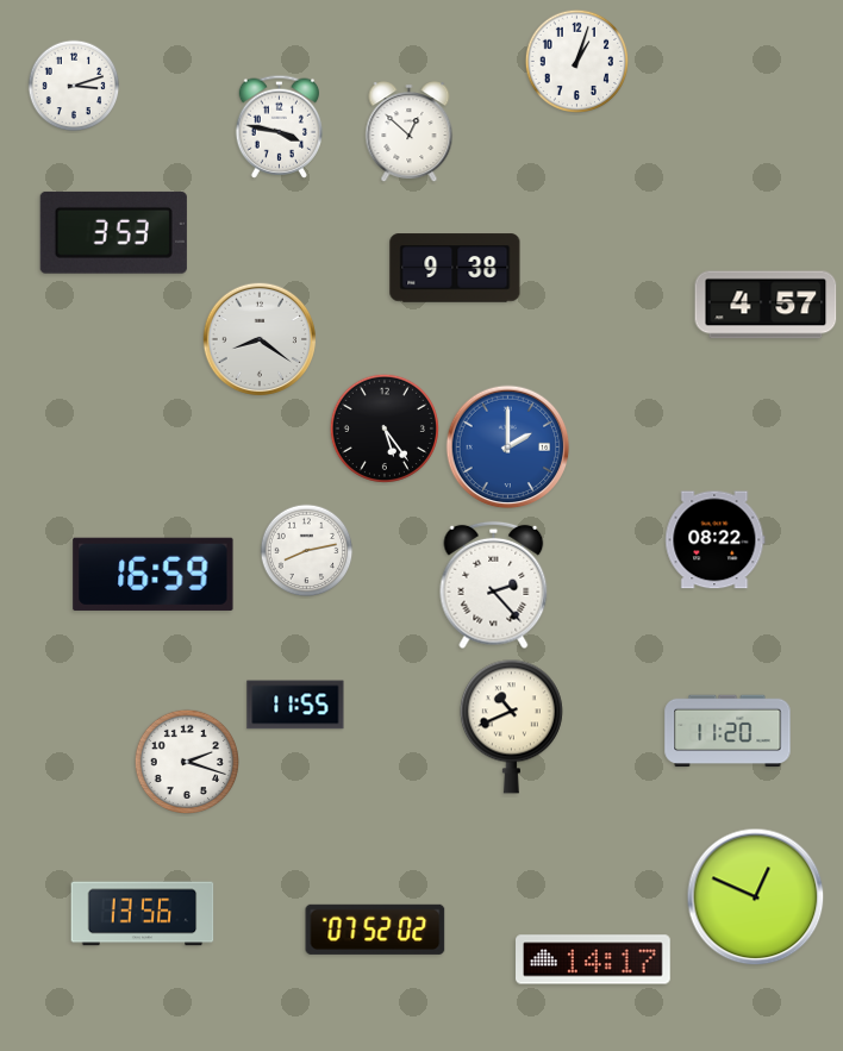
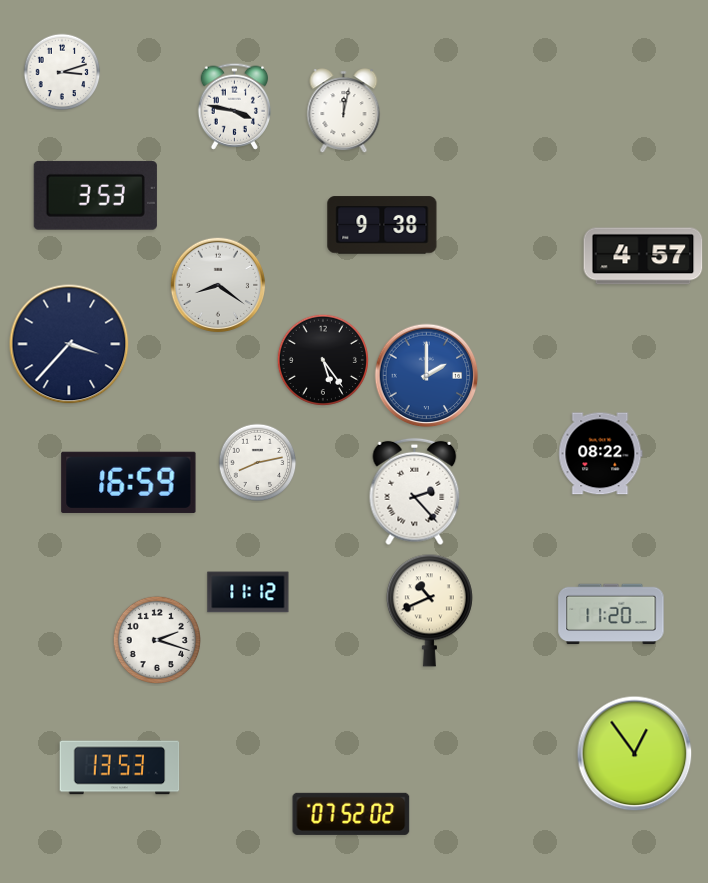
clock at (576, 61): 1:03 -> none
clock at (410, 132): 12:52 -> 12:02
clock at (69, 344): none -> 3:37
clock at (295, 705): 11:55 -> 11:12
clock at (756, 897): 12:49 -> 12:54
clock at (143, 914): 13:56 -> 13:53
clock at (375, 930) position: (375, 930) -> (351, 814)
clock at (593, 959): 14:17 -> none
